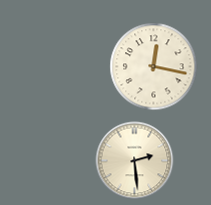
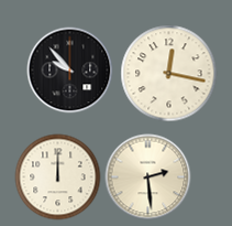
clock at (69, 69): none -> 9:53
clock at (57, 176): none -> 12:00
